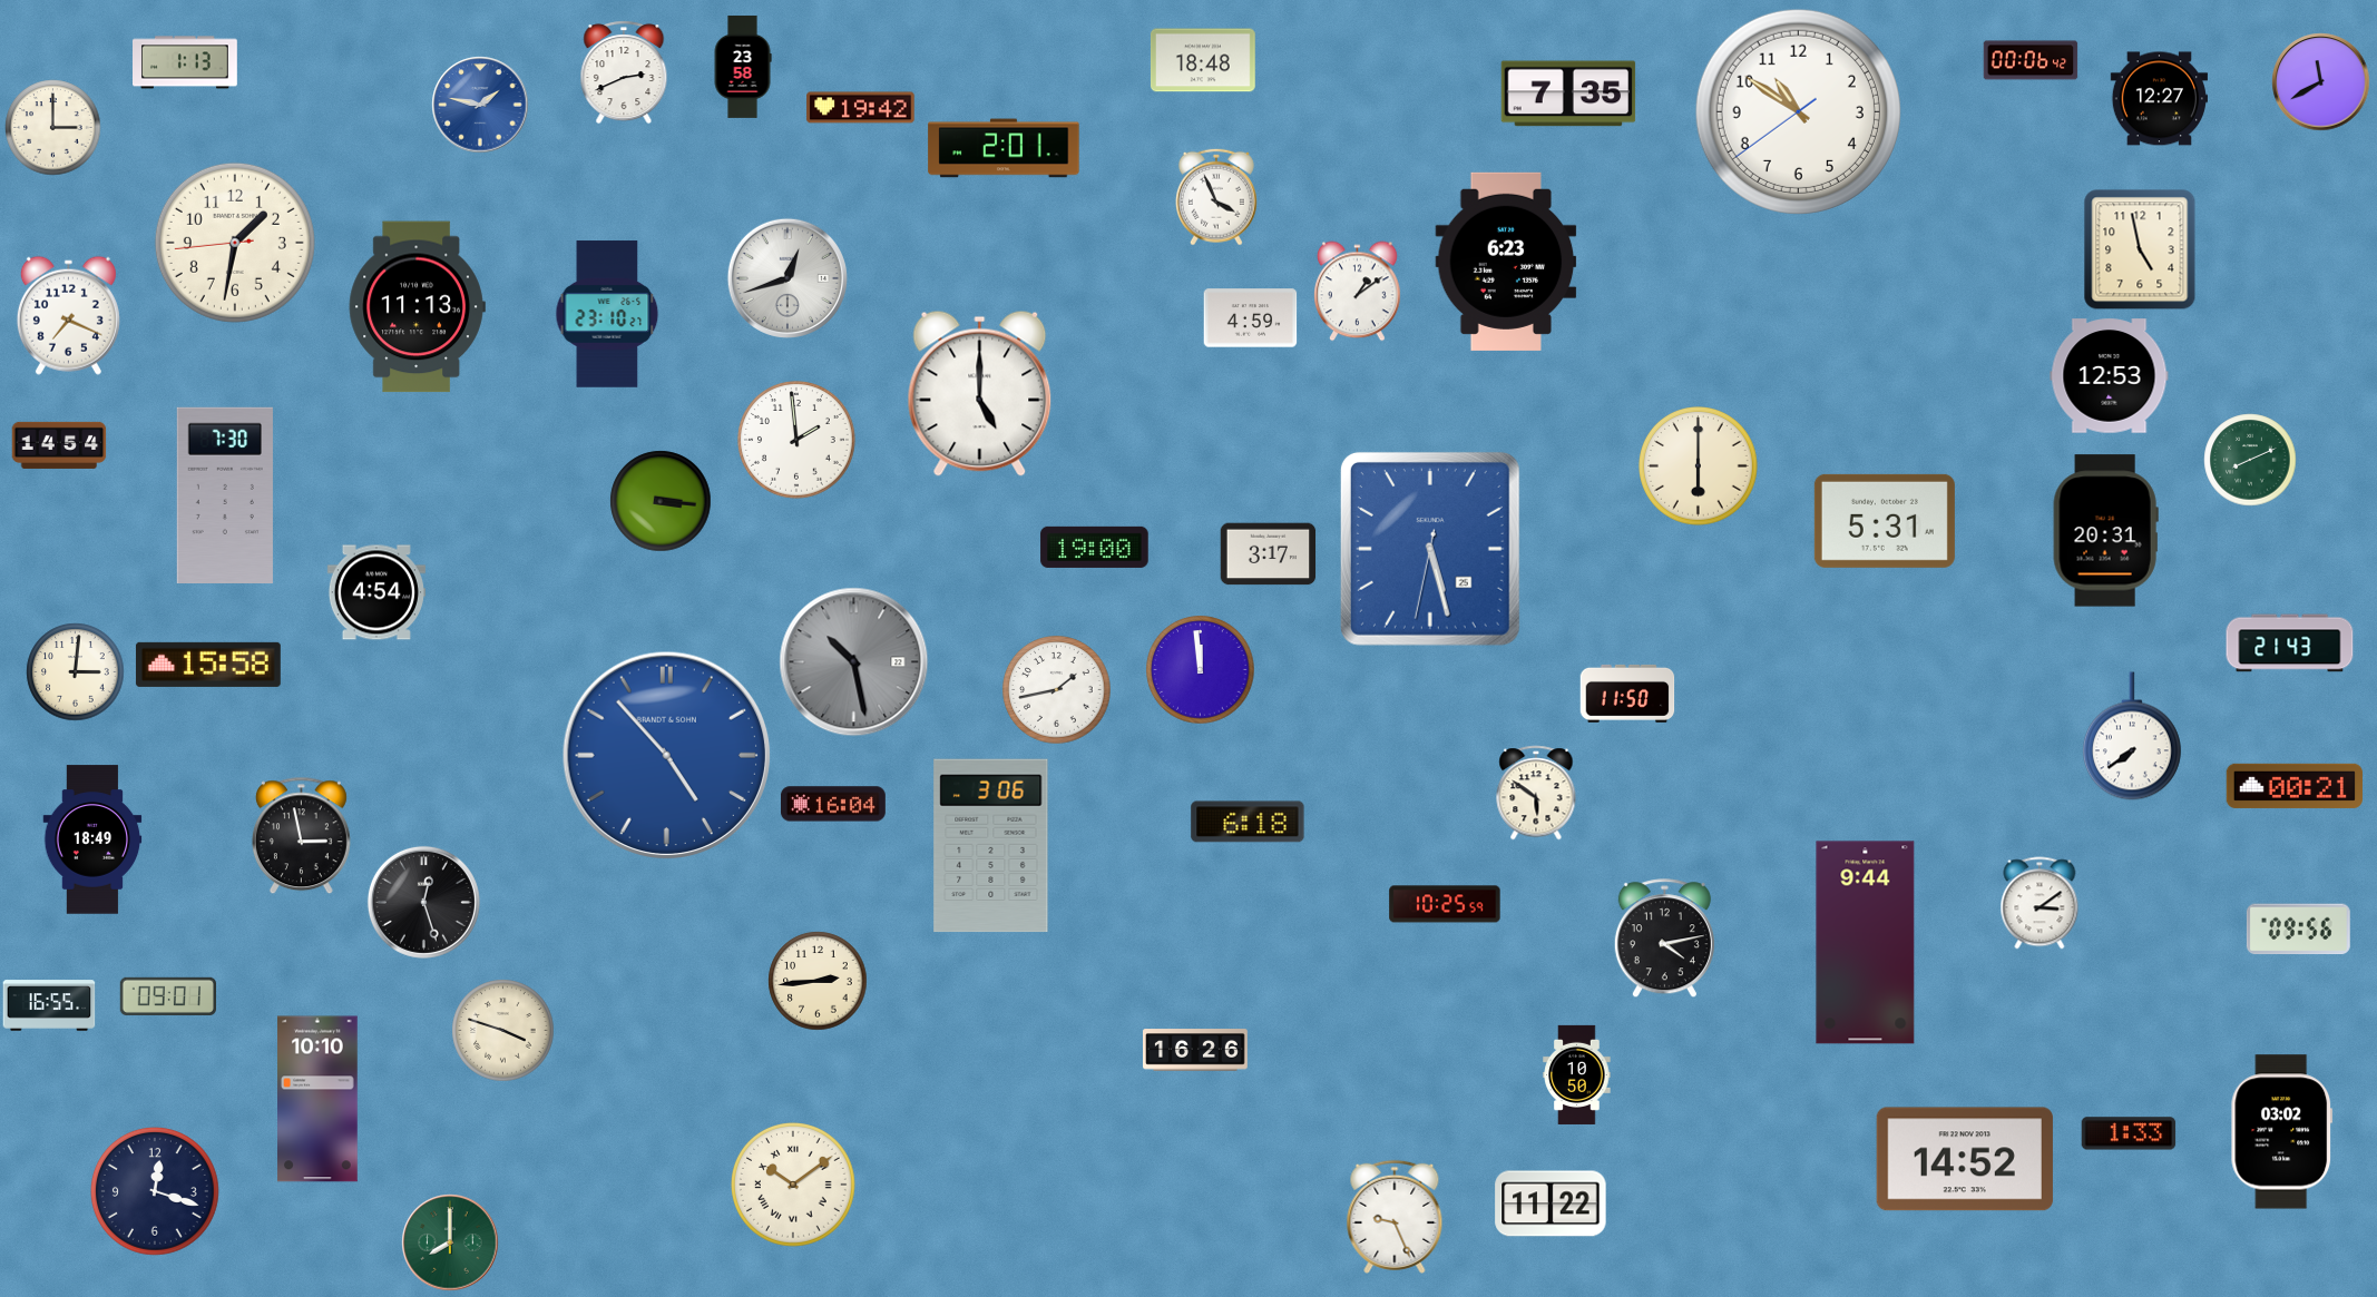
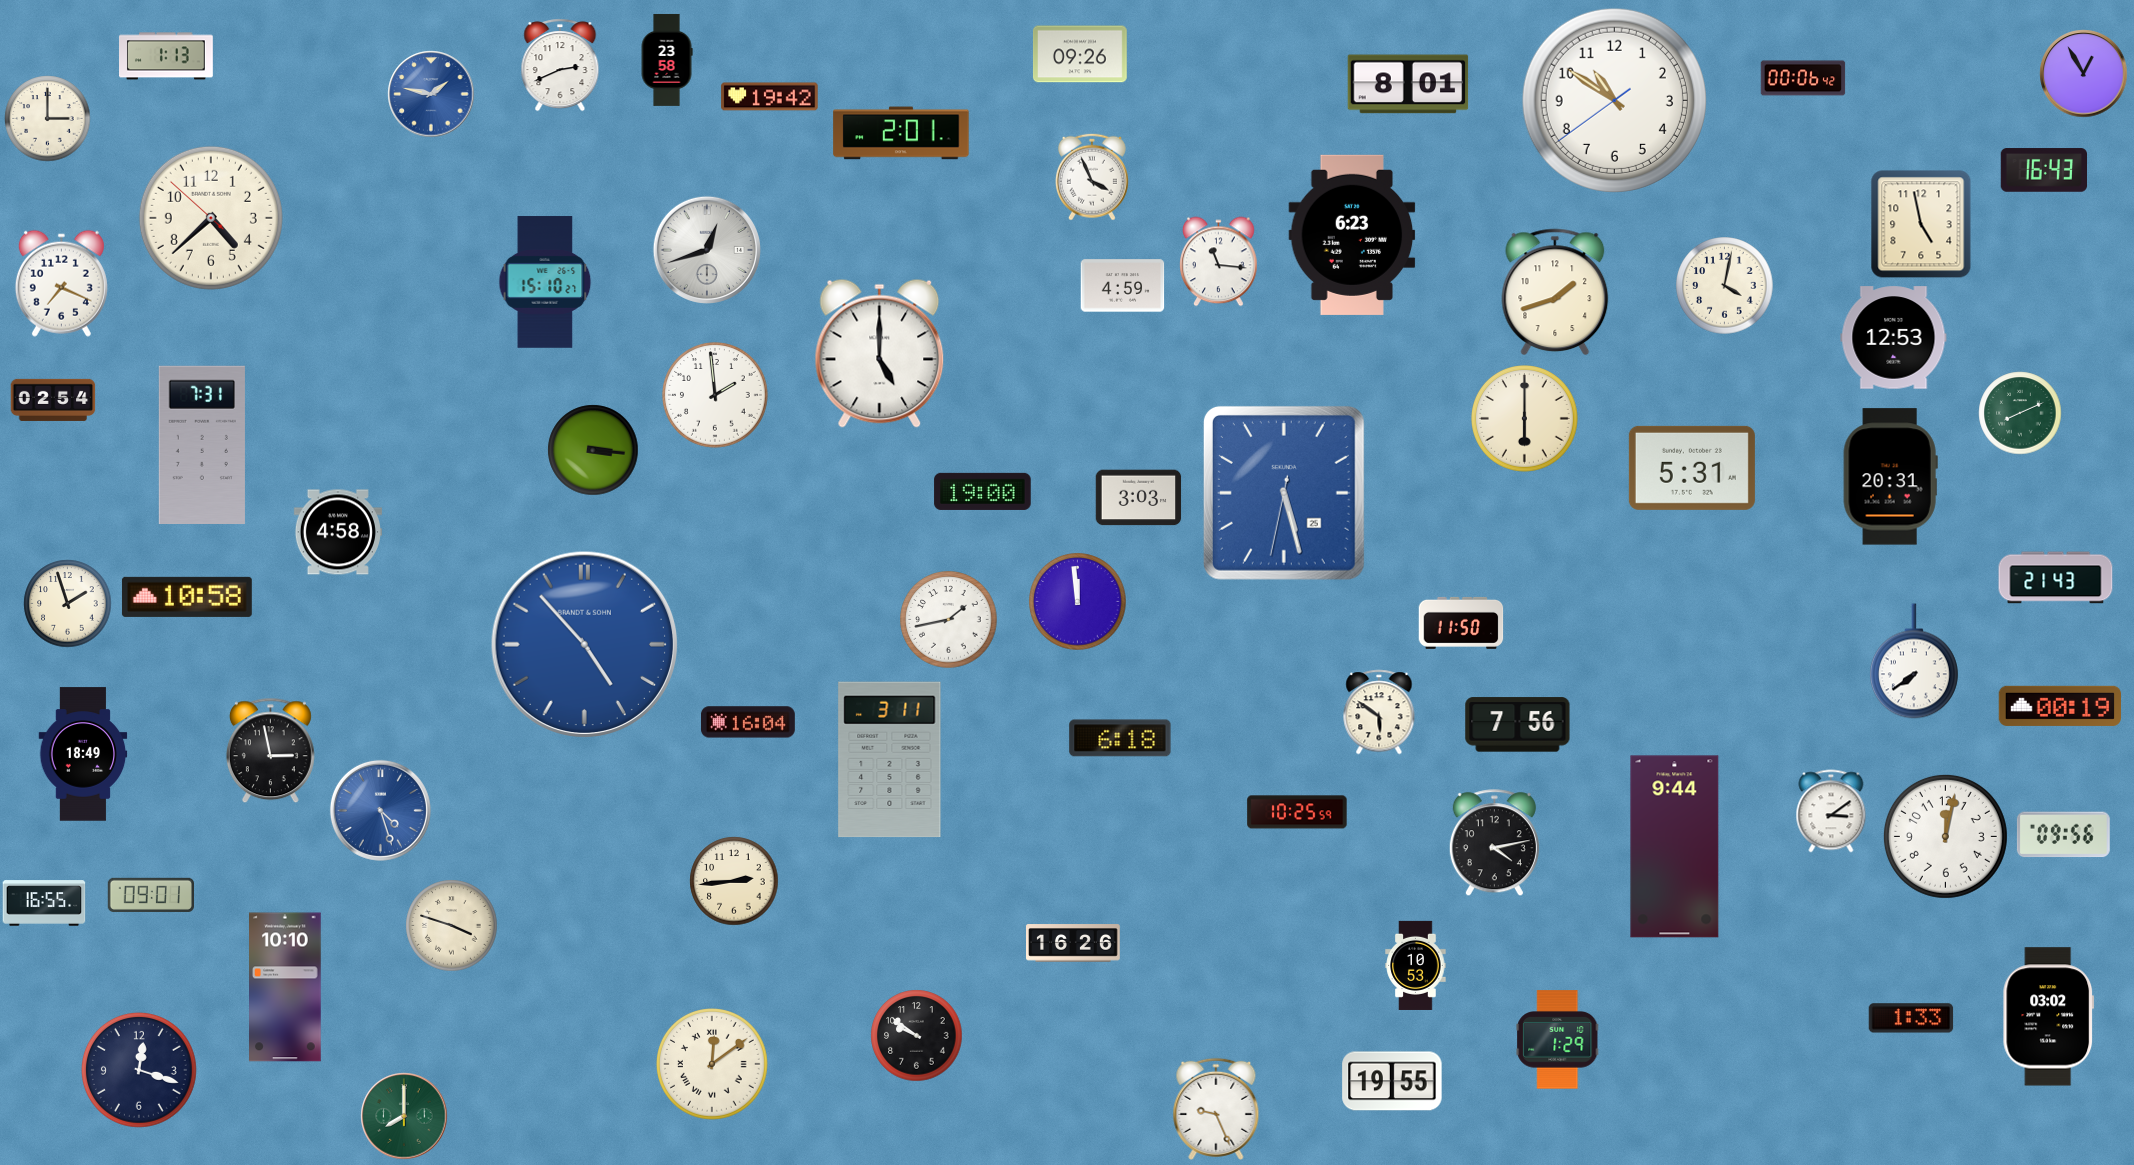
clock at (1203, 60): 18:48 -> 09:26
clock at (2031, 60) position: (2031, 60) -> (1803, 78)
clock at (2321, 82): 11:40 -> 12:55
clock at (1568, 94): 7:35 -> 8:01
clock at (2159, 99): 12:27 -> none
clock at (861, 108) position: (861, 108) -> (770, 97)
clock at (53, 128) position: (53, 128) -> (48, 119)
clock at (2043, 170): none -> 16:43
clock at (235, 243): 1:31 -> 4:37
clock at (1358, 292): 1:09 -> 11:16
clock at (417, 307): 11:13 -> none
clock at (607, 314): 23:10 -> 15:10
clock at (1725, 286): none -> 4:02
clock at (1555, 291): none -> 1:42
clock at (59, 445): 14:54 -> 02:54
clock at (225, 494): 7:30 -> 7:31
clock at (1269, 554): 3:17 -> 3:03
clock at (376, 592): 4:54 -> 4:58
clock at (854, 662): 10:28 -> none
clock at (208, 665): 15:58 -> 10:58
clock at (76, 672): 3:01 -> 1:57
clock at (667, 756) position: (667, 756) -> (585, 645)
clock at (2293, 786): 00:21 -> 00:19
clock at (1518, 725): none -> 7:56
clock at (991, 846): 3:06 -> 3:11
clock at (423, 902): 12:27 -> 4:27
clock at (423, 902) dial: black -> blue
clock at (1945, 836): none -> 12:02
clock at (1577, 1074): 10:50 -> 10:53
clock at (917, 1036): none -> 9:51
clock at (1558, 1040): none -> 1:29
clock at (1965, 1159): 14:52 -> none
clock at (794, 1186): 10:09 -> 12:09
clock at (1551, 1203): 11:22 -> 19:55
clock at (1395, 1217) position: (1395, 1217) -> (1216, 1109)
